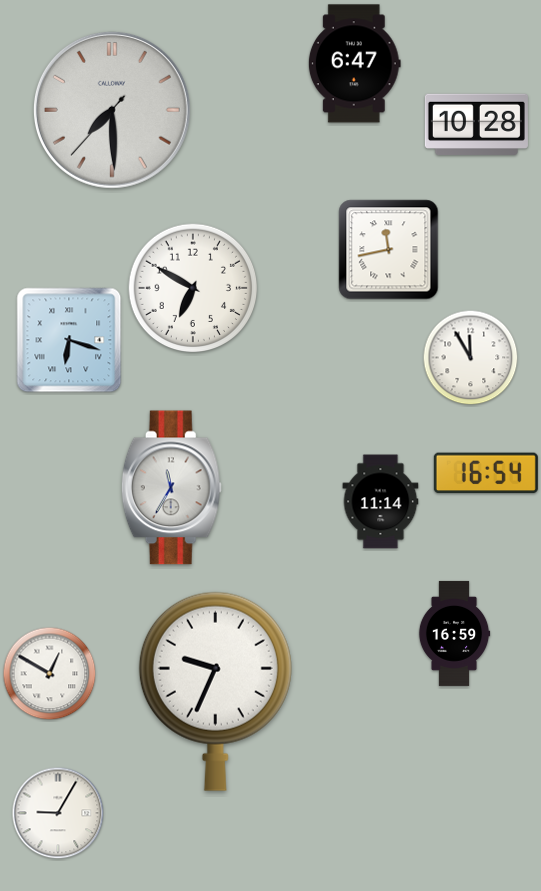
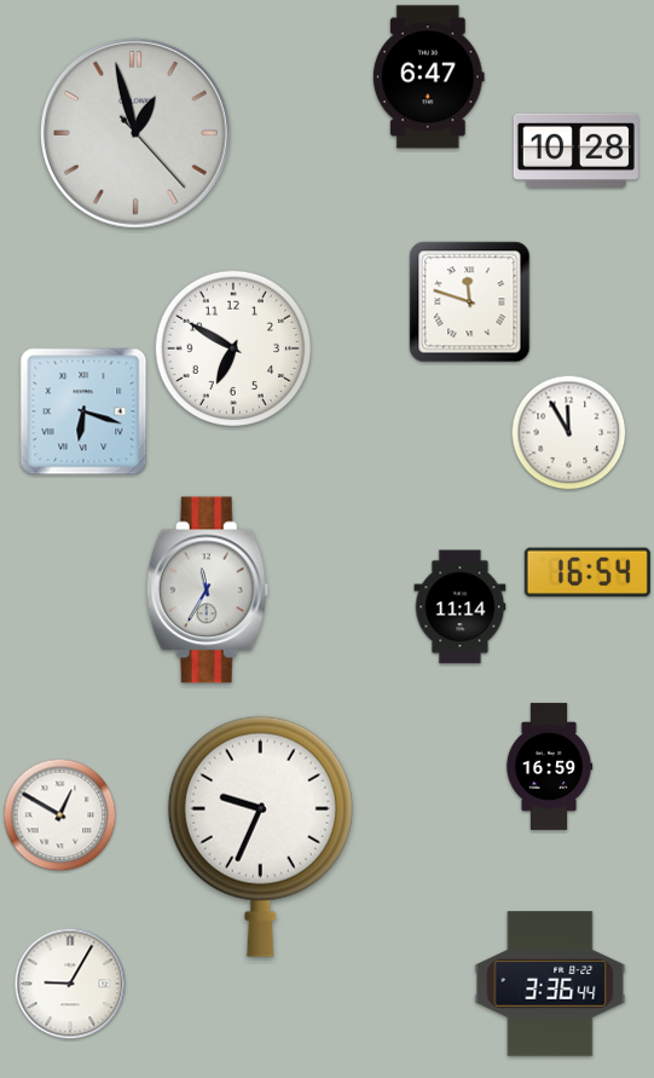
clock at (112, 110): 7:29 -> 12:57
clock at (389, 250): 11:43 -> 11:48
clock at (550, 984): none -> 3:36
